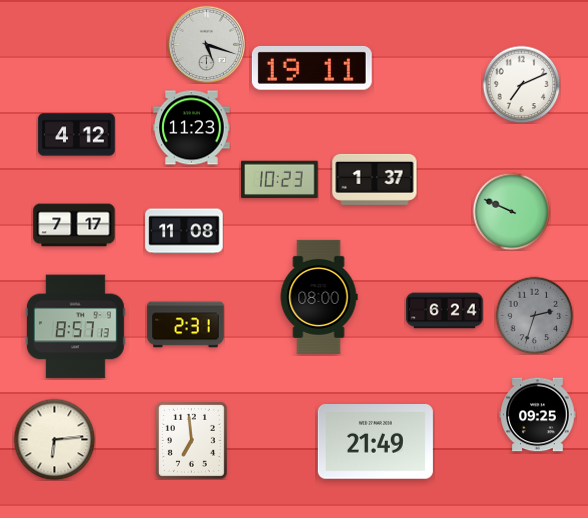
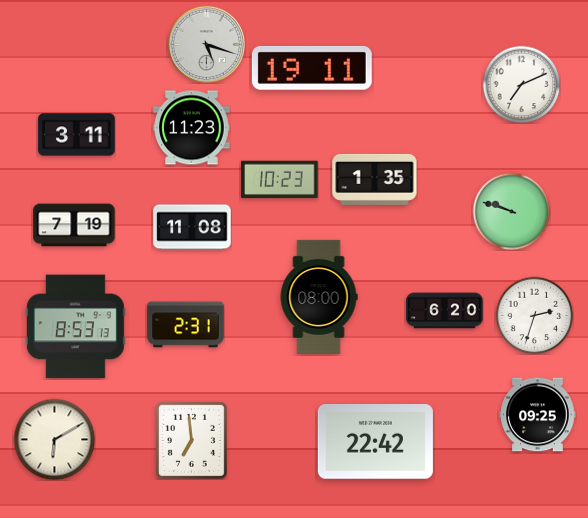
clock at (77, 135): 4:12 -> 3:11
clock at (375, 179): 1:37 -> 1:35
clock at (511, 211): 9:49 -> 9:48
clock at (74, 225): 7:17 -> 7:19
clock at (184, 231) position: (184, 231) -> (192, 227)
clock at (445, 311): 6:24 -> 6:20
clock at (534, 315) dial: grey -> white
clock at (75, 327): 8:57 -> 8:53
clock at (54, 439): 6:14 -> 6:10
clock at (375, 442): 21:49 -> 22:42
